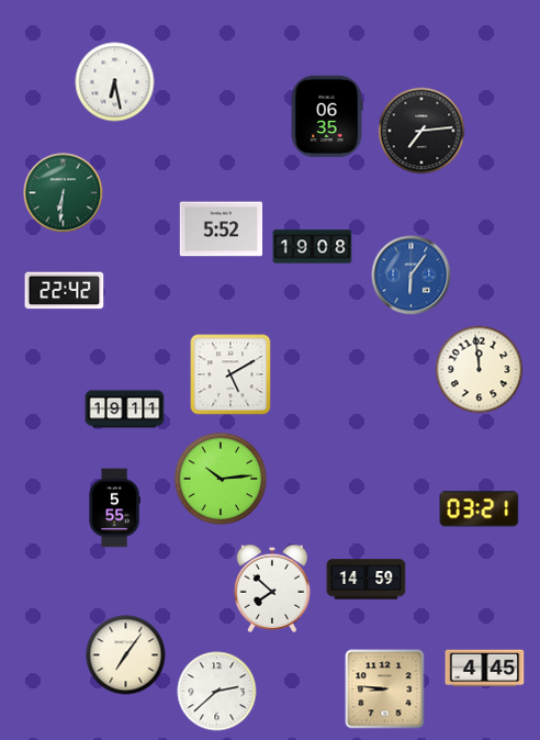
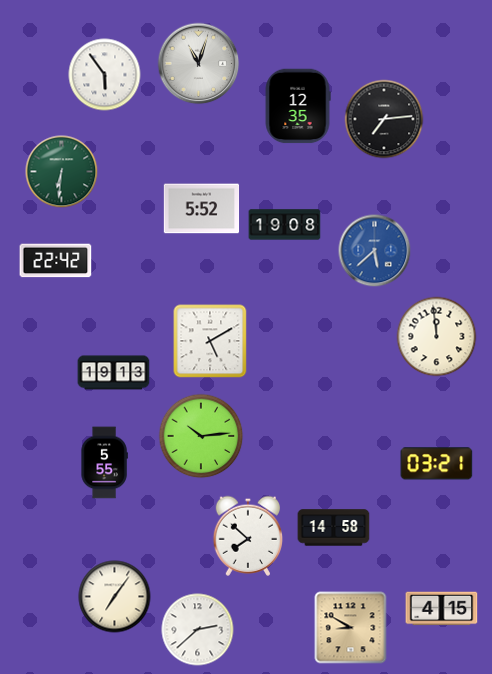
clock at (199, 64): none -> 11:03
clock at (115, 82): 6:28 -> 5:54
clock at (327, 116): 06:35 -> 12:35
clock at (64, 193) position: (64, 193) -> (62, 172)
clock at (412, 276): 6:06 -> 5:38
clock at (65, 291) position: (65, 291) -> (56, 261)
clock at (125, 410): 19:11 -> 19:13
clock at (367, 580): 14:59 -> 14:58
clock at (485, 669): 4:45 -> 4:15
clock at (385, 689): 8:46 -> 8:50
